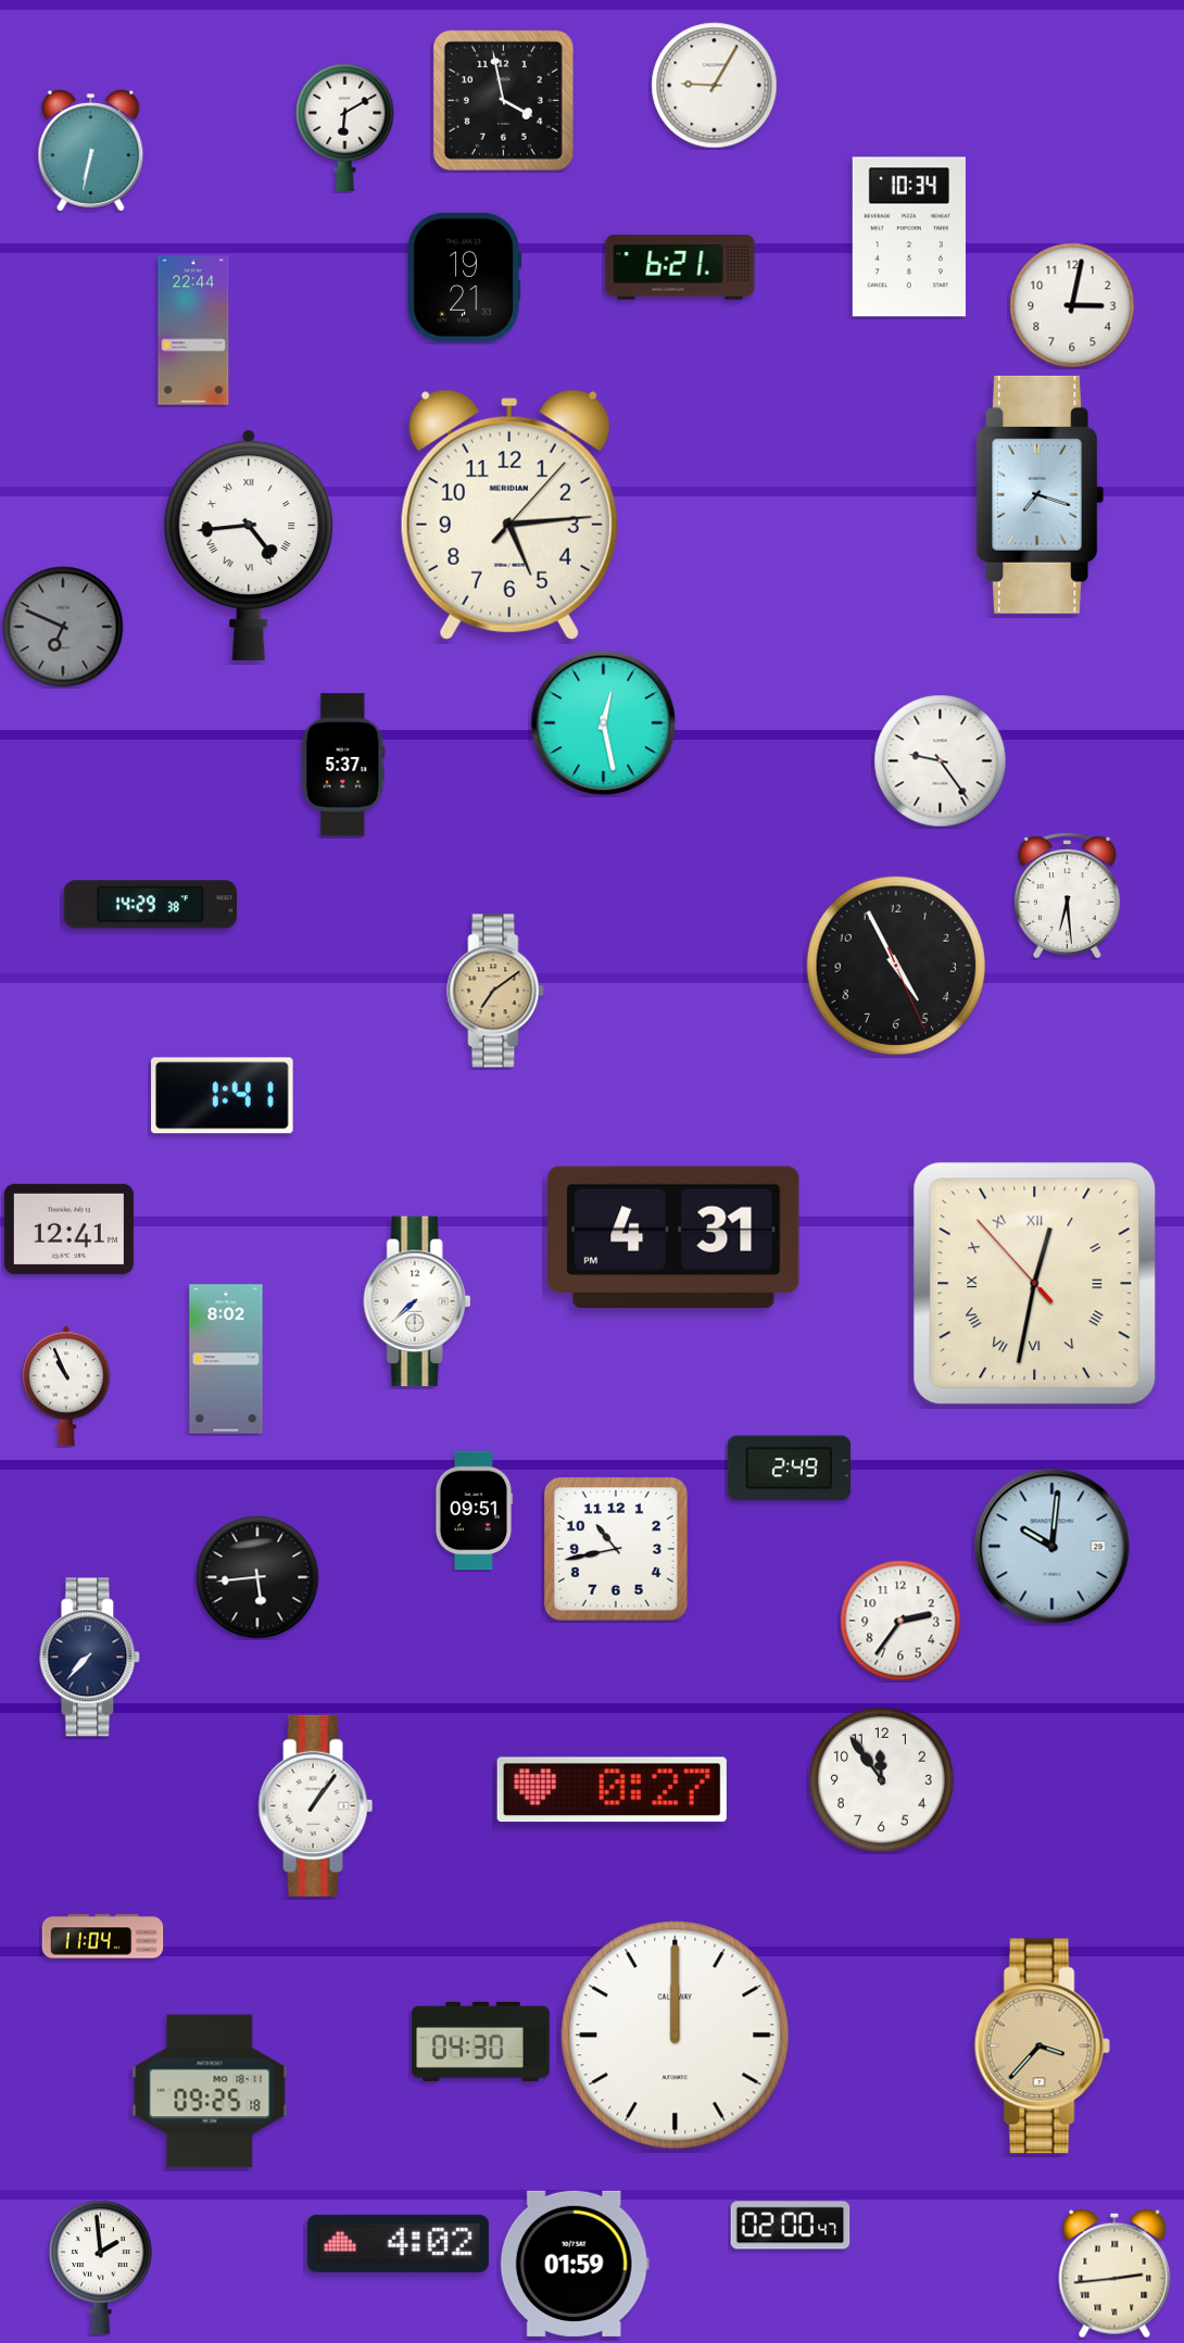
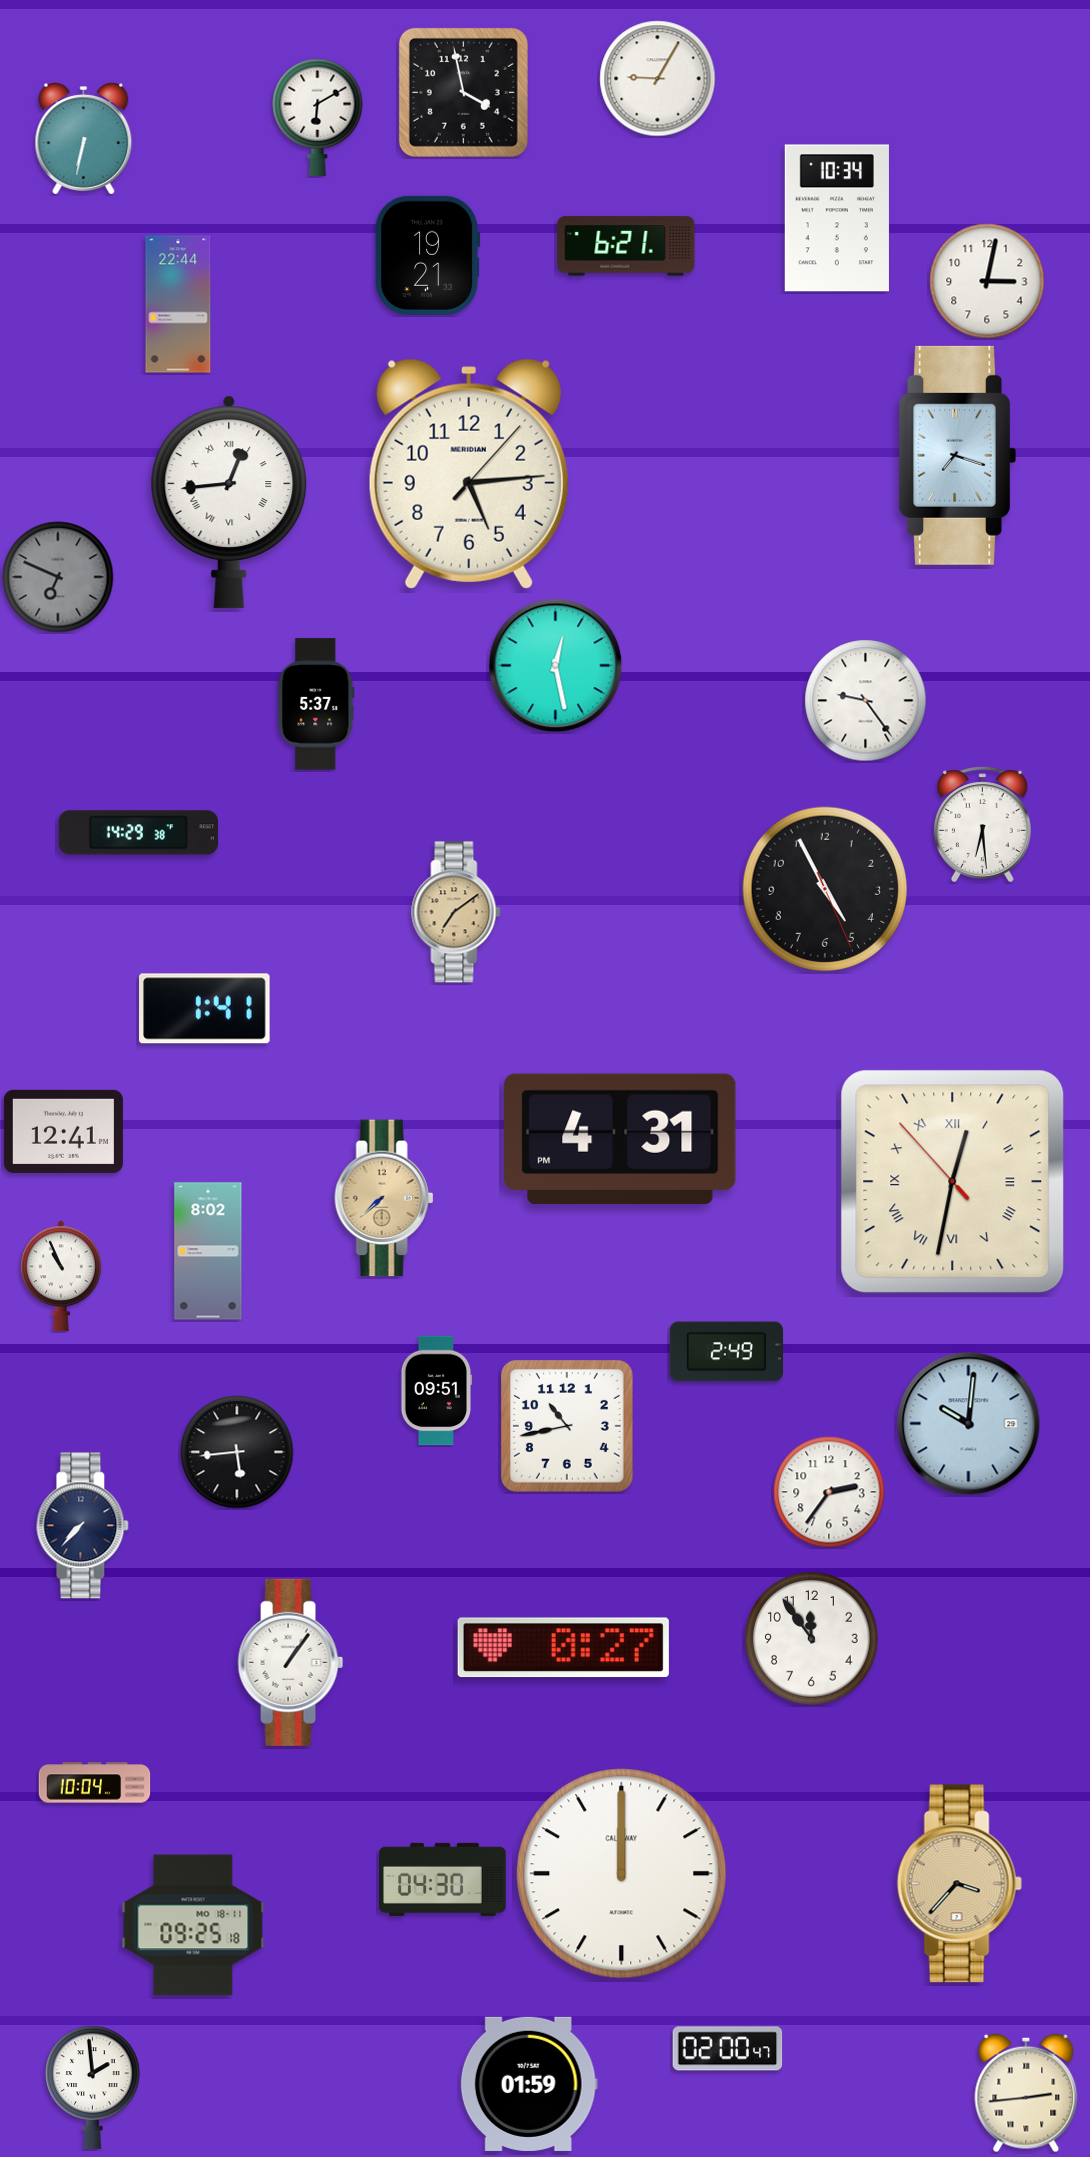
clock at (249, 545): 4:44 -> 12:44
clock at (417, 1301) dial: white -> champagne
clock at (103, 1937): 11:04 -> 10:04
clock at (398, 2243): 4:02 -> none
